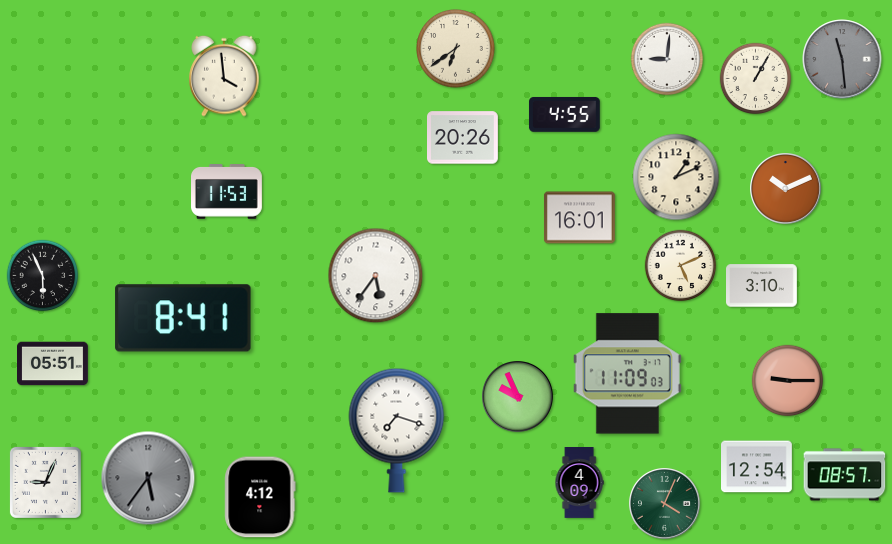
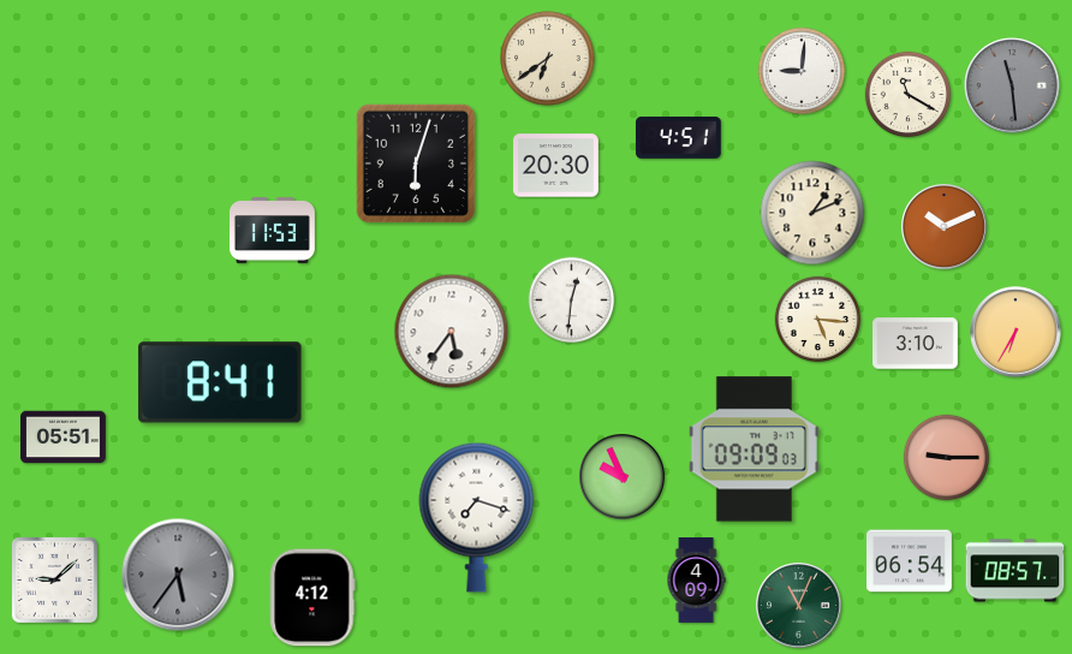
clock at (842, 59) position: (842, 59) -> (1012, 85)
clock at (224, 76): 3:59 -> none
clock at (756, 79): 1:05 -> 11:20
clock at (564, 114): 4:55 -> 4:51
clock at (416, 163): none -> 6:03
clock at (463, 138): 20:26 -> 20:30
clock at (579, 218): 16:01 -> none
clock at (572, 301): none -> 12:31
clock at (681, 266): 5:11 -> 5:16
clock at (43, 276): 5:56 -> none
clock at (1016, 332): none -> 6:35
clock at (627, 374): 11:09 -> 09:09
clock at (757, 467): 12:54 -> 06:54
clock at (45, 482): 9:04 -> 9:08
clock at (665, 504): 4:04 -> 11:04
